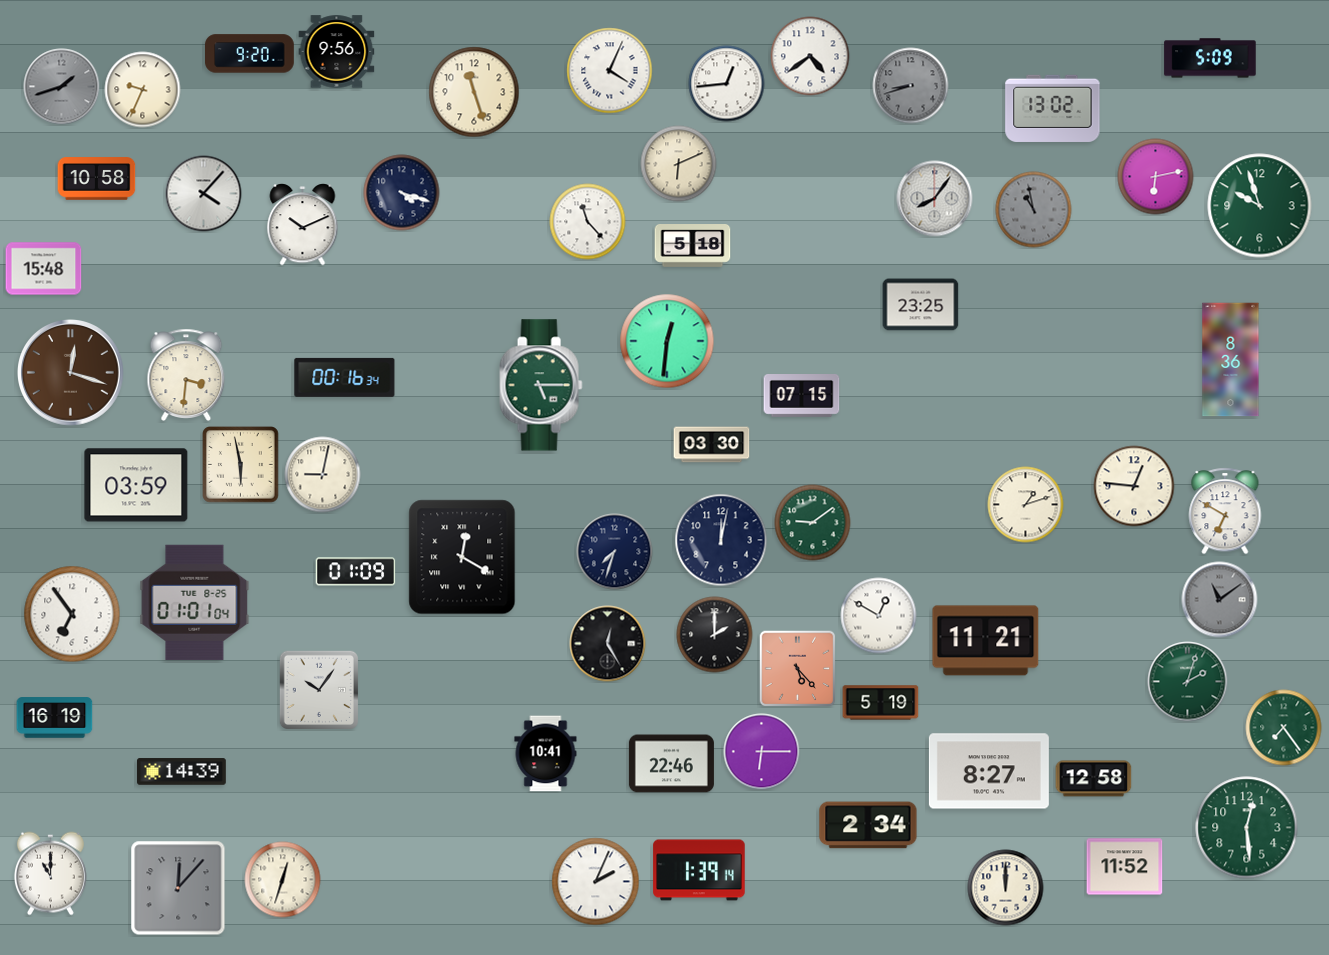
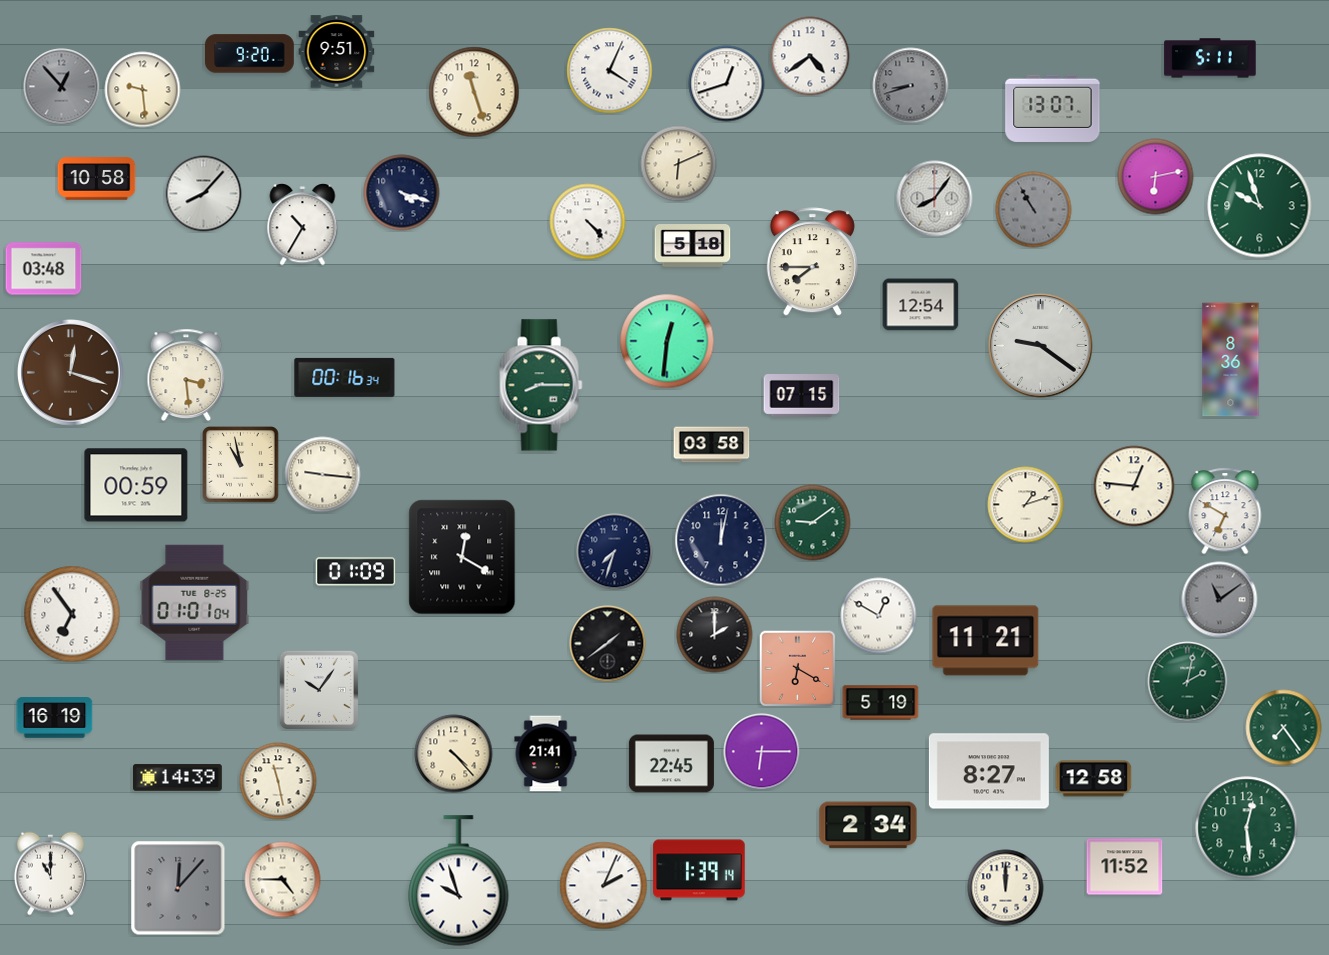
clock at (337, 52): 9:56 -> 9:51
clock at (1210, 58): 5:09 -> 5:11
clock at (727, 84): 12:44 -> 12:42
clock at (62, 87): 1:42 -> 12:53
clock at (143, 90): 9:34 -> 9:29
clock at (1053, 108): 13:02 -> 13:07
clock at (204, 194): 4:07 -> 8:07
clock at (1034, 210): 10:58 -> 10:55
clock at (588, 222): 11:23 -> 4:23
clock at (303, 225): 10:11 -> 10:35
clock at (812, 262): none -> 7:45
clock at (44, 269): 15:48 -> 03:48
clock at (921, 305): 23:25 -> 12:54
clock at (1041, 346): none -> 9:21
clock at (186, 375): 3:31 -> 3:29
clock at (541, 385): 5:15 -> 8:15
clock at (712, 445): 03:30 -> 03:58
clock at (241, 465): 5:58 -> 10:58
clock at (323, 475): 9:02 -> 9:16
clock at (136, 485): 03:59 -> 00:59
clock at (608, 644): 12:25 -> 1:39
clock at (797, 668): 5:23 -> 6:20
clock at (1188, 682): 2:03 -> 2:02
clock at (454, 754): none -> 4:23
clock at (546, 754): 10:41 -> 21:41
clock at (671, 764): 22:46 -> 22:45
clock at (182, 772) position: (182, 772) -> (178, 778)
clock at (278, 781): none -> 11:28
clock at (283, 880): 12:33 -> 4:45
clock at (459, 881): none -> 9:57
clock at (596, 882) position: (596, 882) -> (604, 886)
